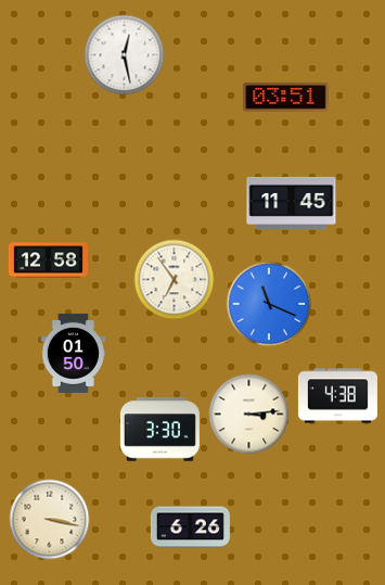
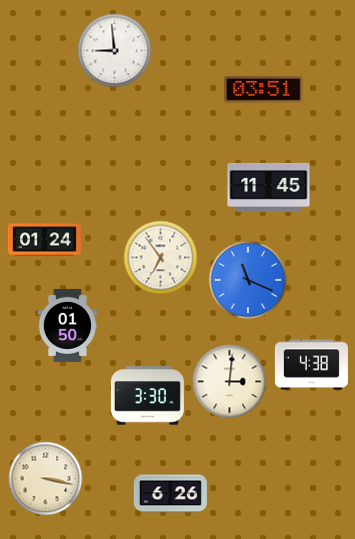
clock at (125, 55): 12:28 -> 8:59
clock at (48, 260): 12:58 -> 01:24
clock at (249, 415): 3:14 -> 3:01
clock at (190, 527) position: (190, 527) -> (170, 494)
